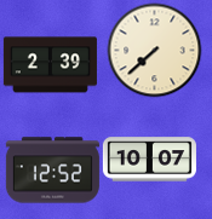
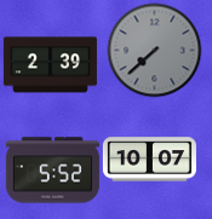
clock at (154, 50) dial: cream -> grey
clock at (52, 171): 12:52 -> 5:52
